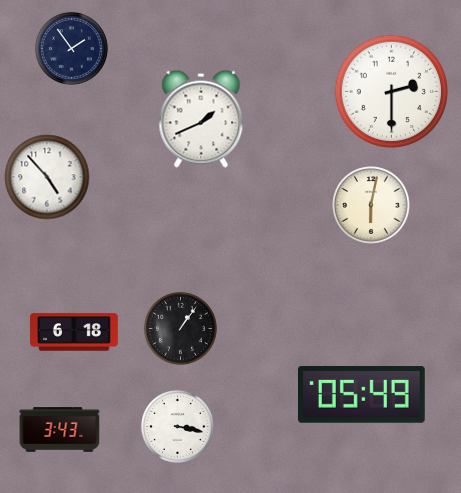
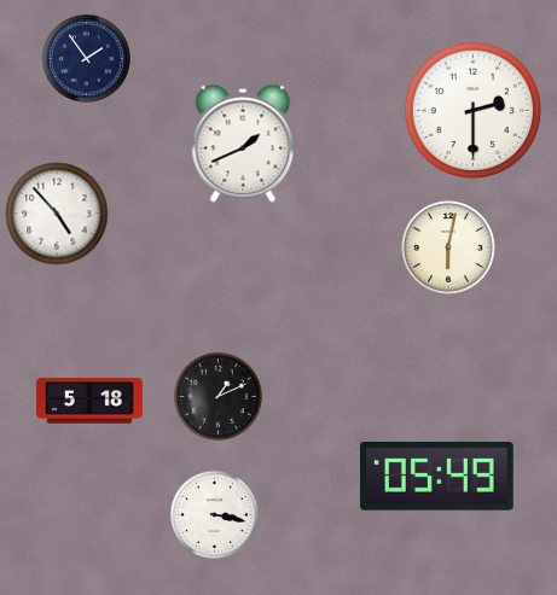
clock at (180, 328): 1:06 -> 1:11
clock at (75, 332): 6:18 -> 5:18
clock at (60, 430): 3:43 -> none
